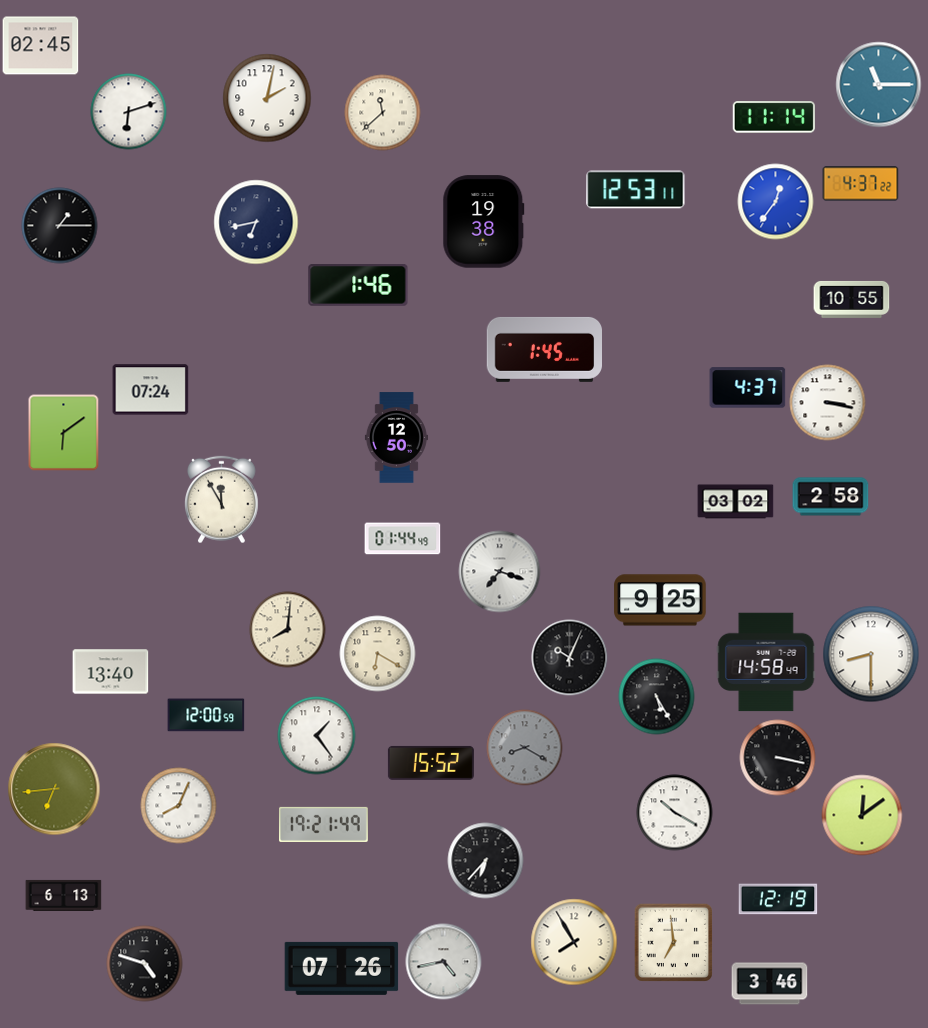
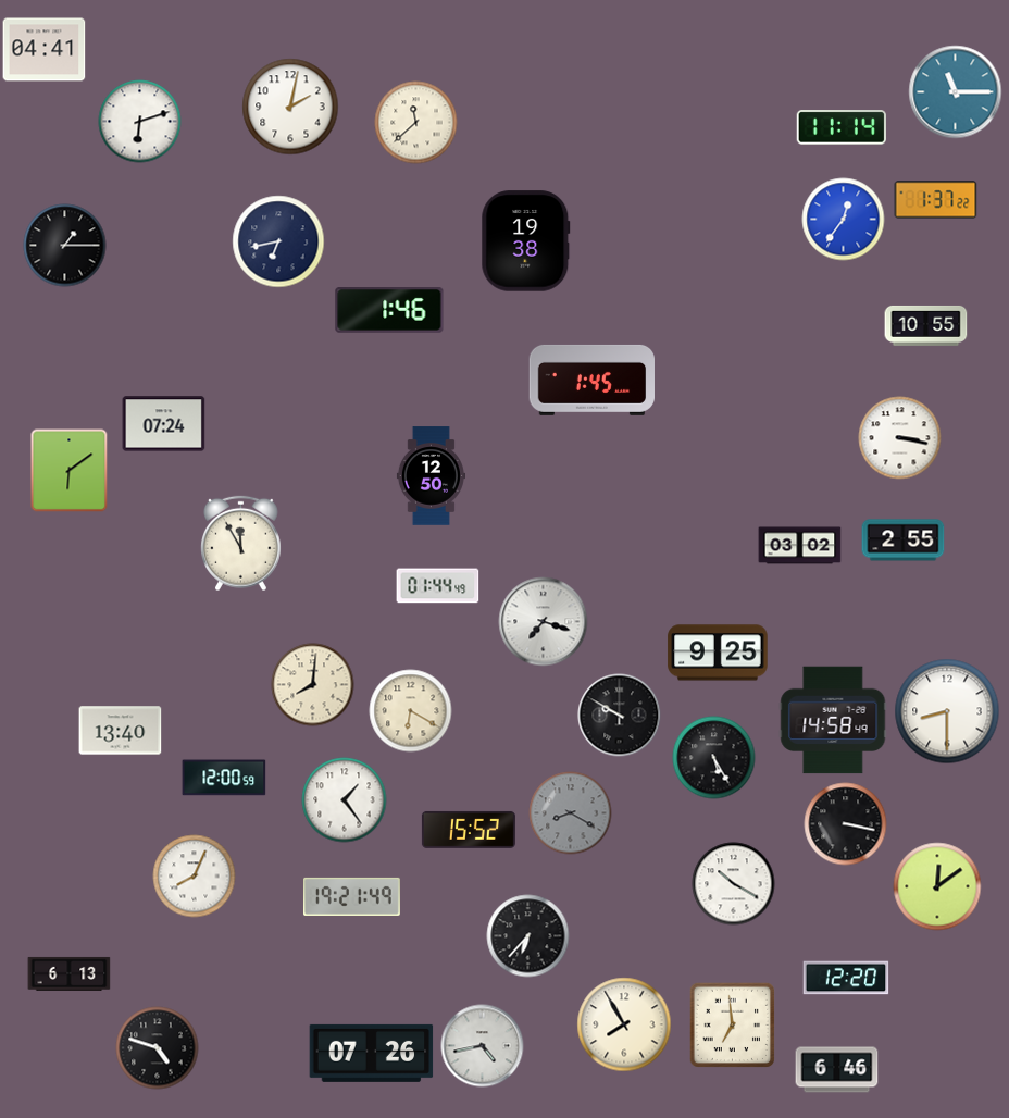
clock at (41, 46): 02:45 -> 04:41
clock at (861, 184): 4:37 -> 1:37
clock at (636, 190): 12:53 -> none
clock at (748, 388): 4:37 -> none
clock at (831, 497): 2:58 -> 2:55
clock at (570, 658): 10:04 -> 9:50
clock at (54, 789): 6:44 -> none
clock at (778, 899): 12:19 -> 12:20
clock at (770, 984): 3:46 -> 6:46
